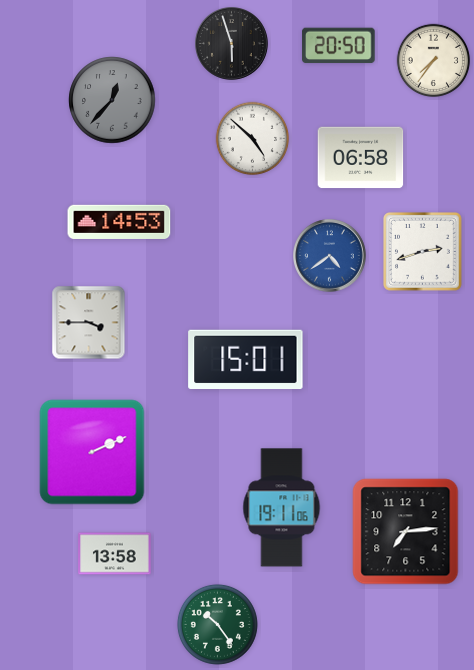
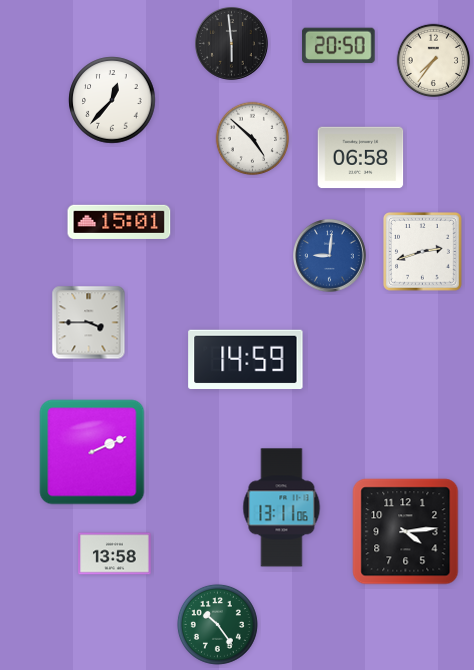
clock at (232, 44): 5:57 -> 5:59
clock at (112, 100) dial: grey -> white
clock at (119, 222): 14:53 -> 15:01
clock at (330, 256): 4:39 -> 9:01
clock at (246, 360): 15:01 -> 14:59
clock at (282, 508): 19:11 -> 13:11
clock at (406, 532): 7:14 -> 4:14
